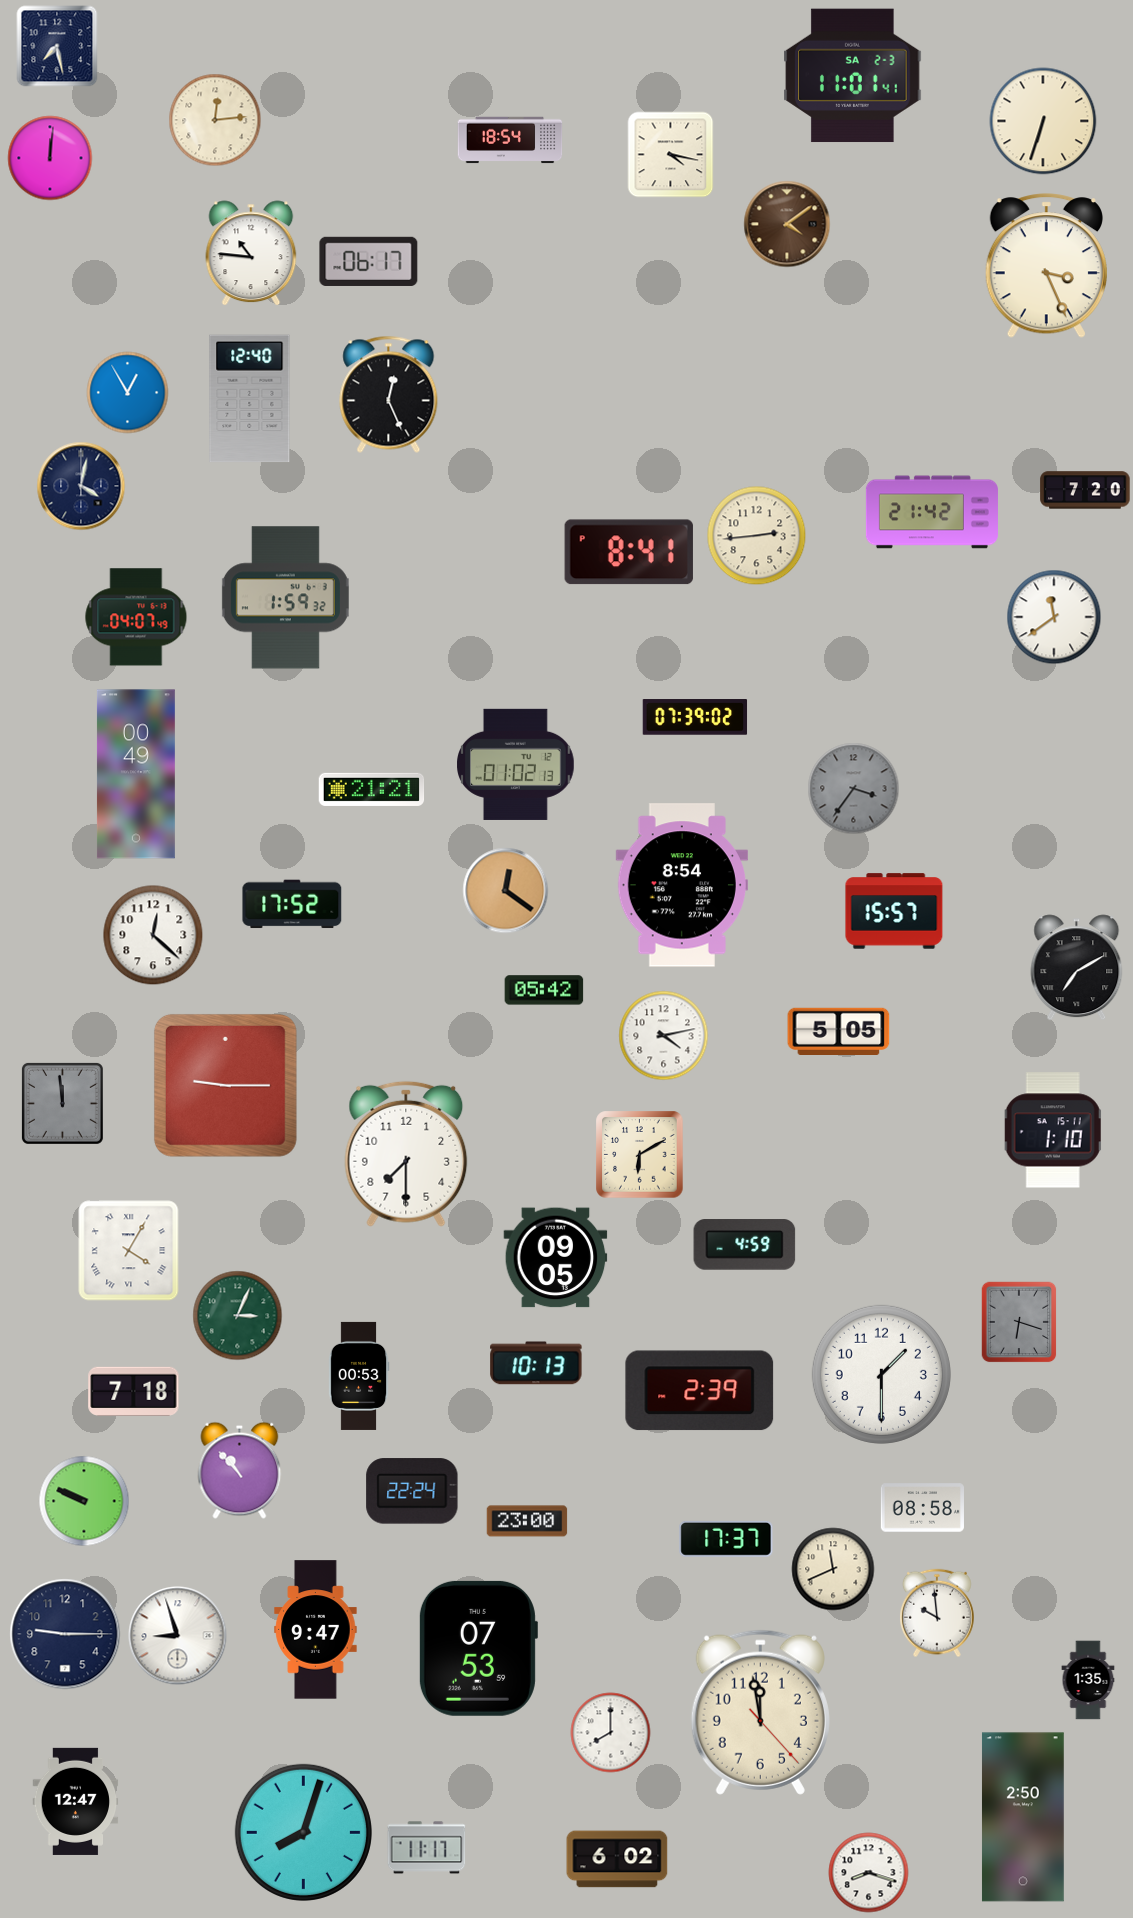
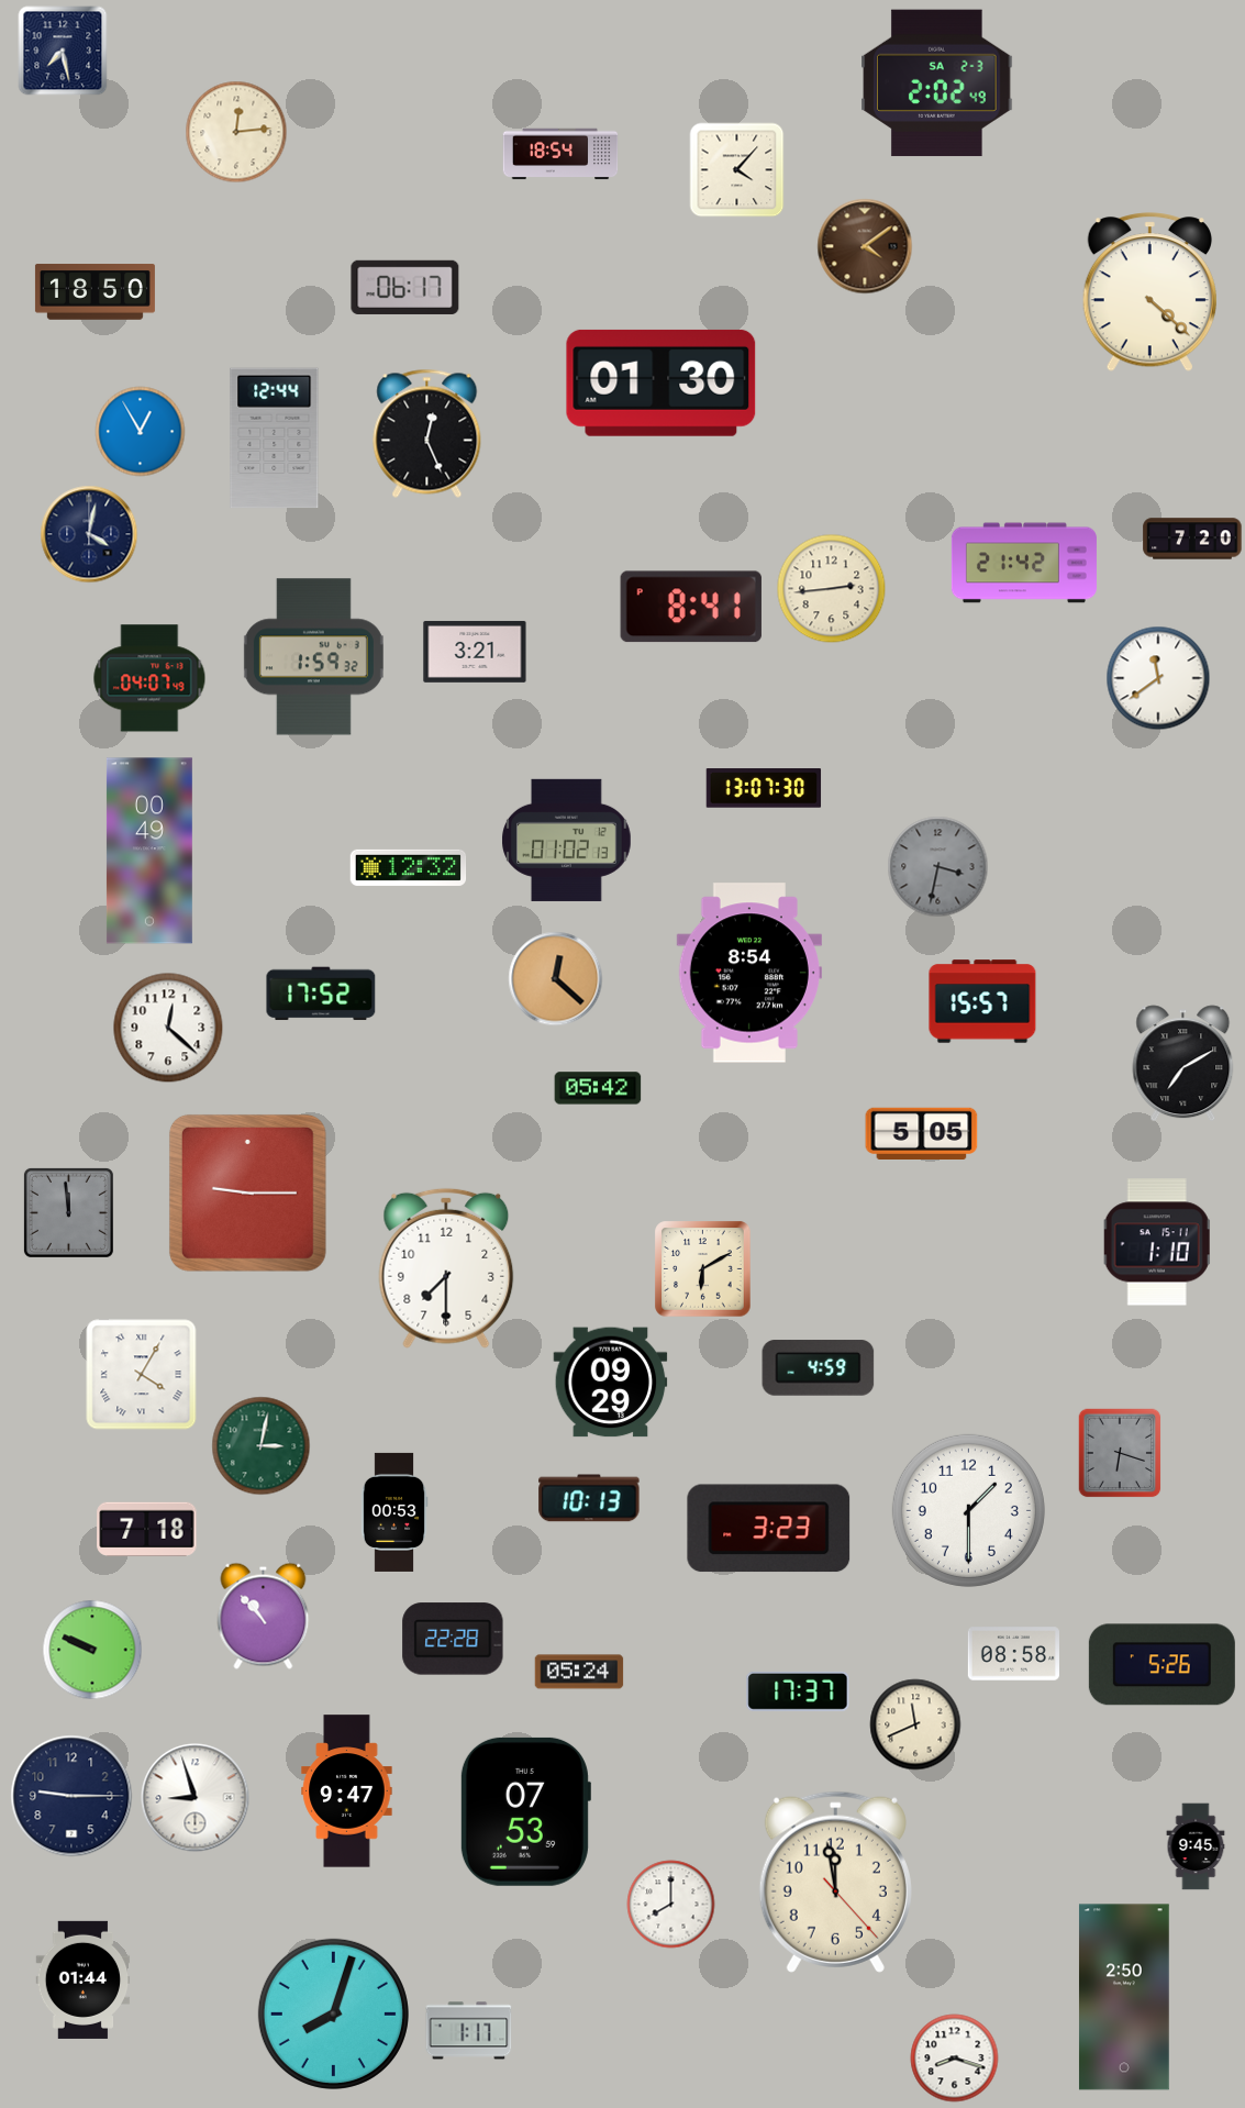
clock at (853, 76): 11:01 -> 2:02
clock at (1043, 121): 6:33 -> none
clock at (671, 155): 4:17 -> 4:07
clock at (50, 158): 12:01 -> none
clock at (251, 253): 10:46 -> none
clock at (95, 292): none -> 18:50
clock at (1046, 266): 3:26 -> 4:22
clock at (662, 382): none -> 01:30
clock at (250, 399): 12:40 -> 12:44
clock at (475, 652): none -> 3:21
clock at (695, 717): 07:39 -> 13:07
clock at (372, 789): 21:21 -> 12:32
clock at (854, 789): 3:36 -> 3:32
clock at (506, 891): 12:21 -> 12:22
clock at (664, 1036): 4:13 -> none
clock at (556, 1258): 09:05 -> 09:29
clock at (238, 1316): 3:04 -> 3:02
clock at (700, 1391): 2:39 -> 3:23
clock at (412, 1491): 22:24 -> 22:28
clock at (922, 1508) position: (922, 1508) -> (1013, 1654)
clock at (1161, 1665): none -> 5:26
clock at (527, 1521): 23:00 -> 05:24
clock at (937, 1613): 9:59 -> none
clock at (1088, 1680): 1:35 -> 9:45
clock at (76, 1801): 12:47 -> 01:44
clock at (427, 1848): 11:17 -> 1:17
clock at (617, 1859): 6:02 -> none
